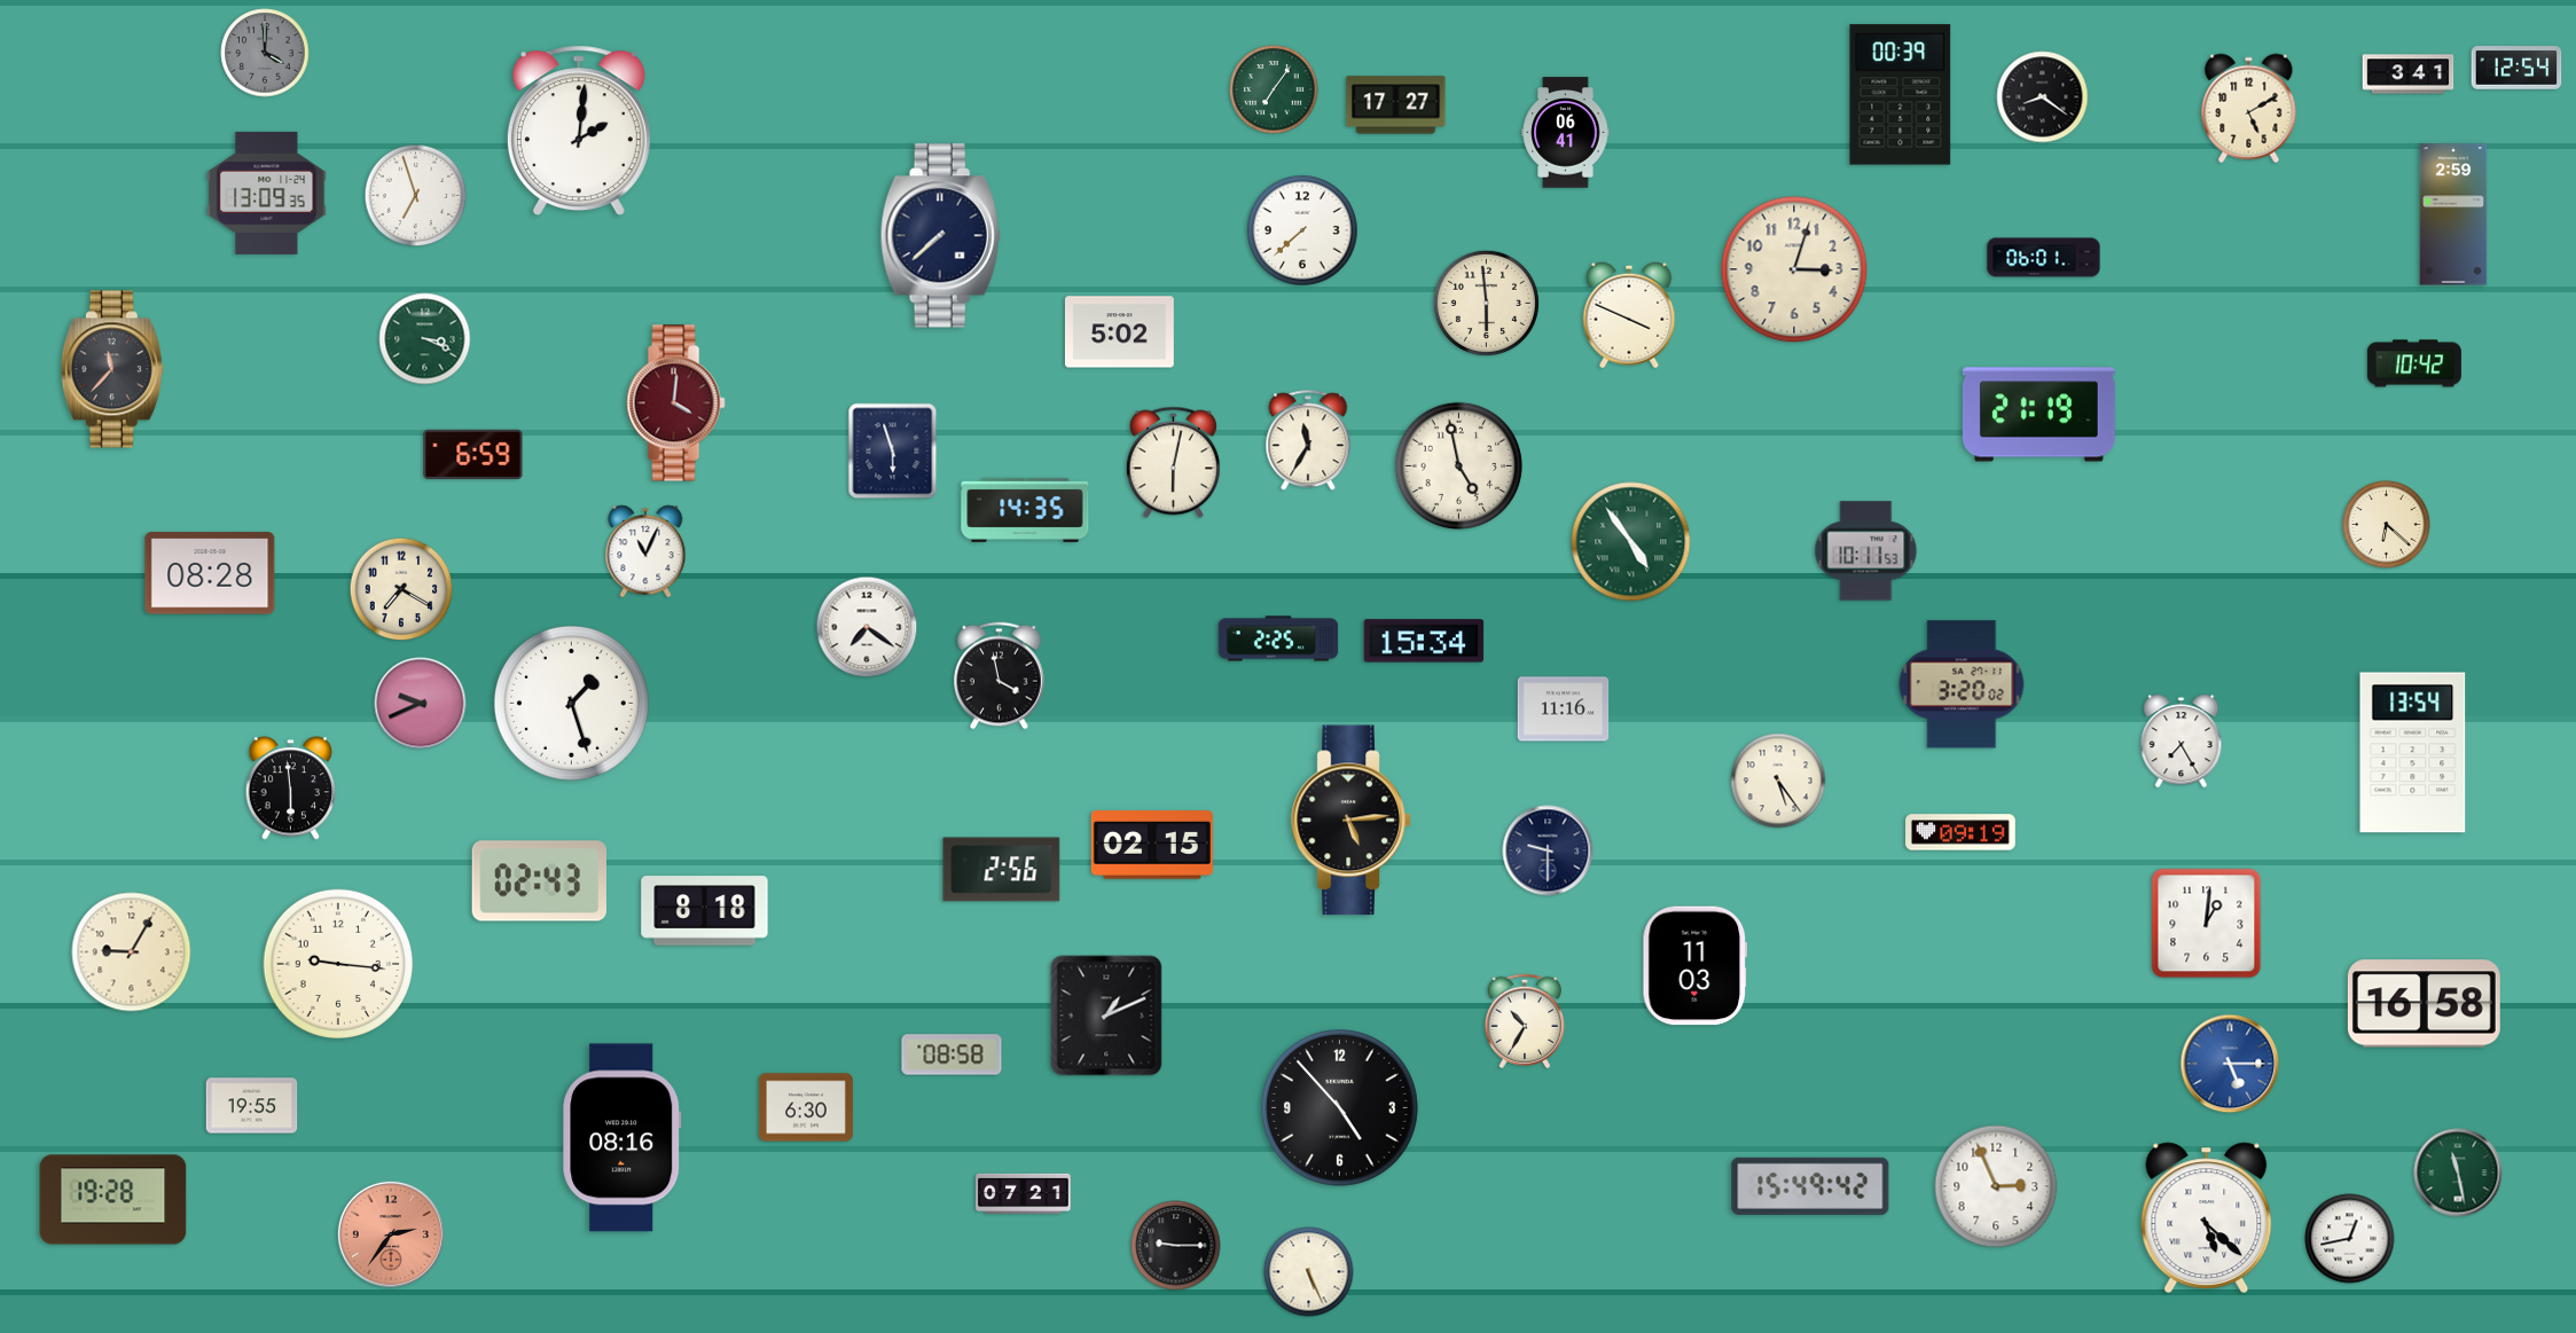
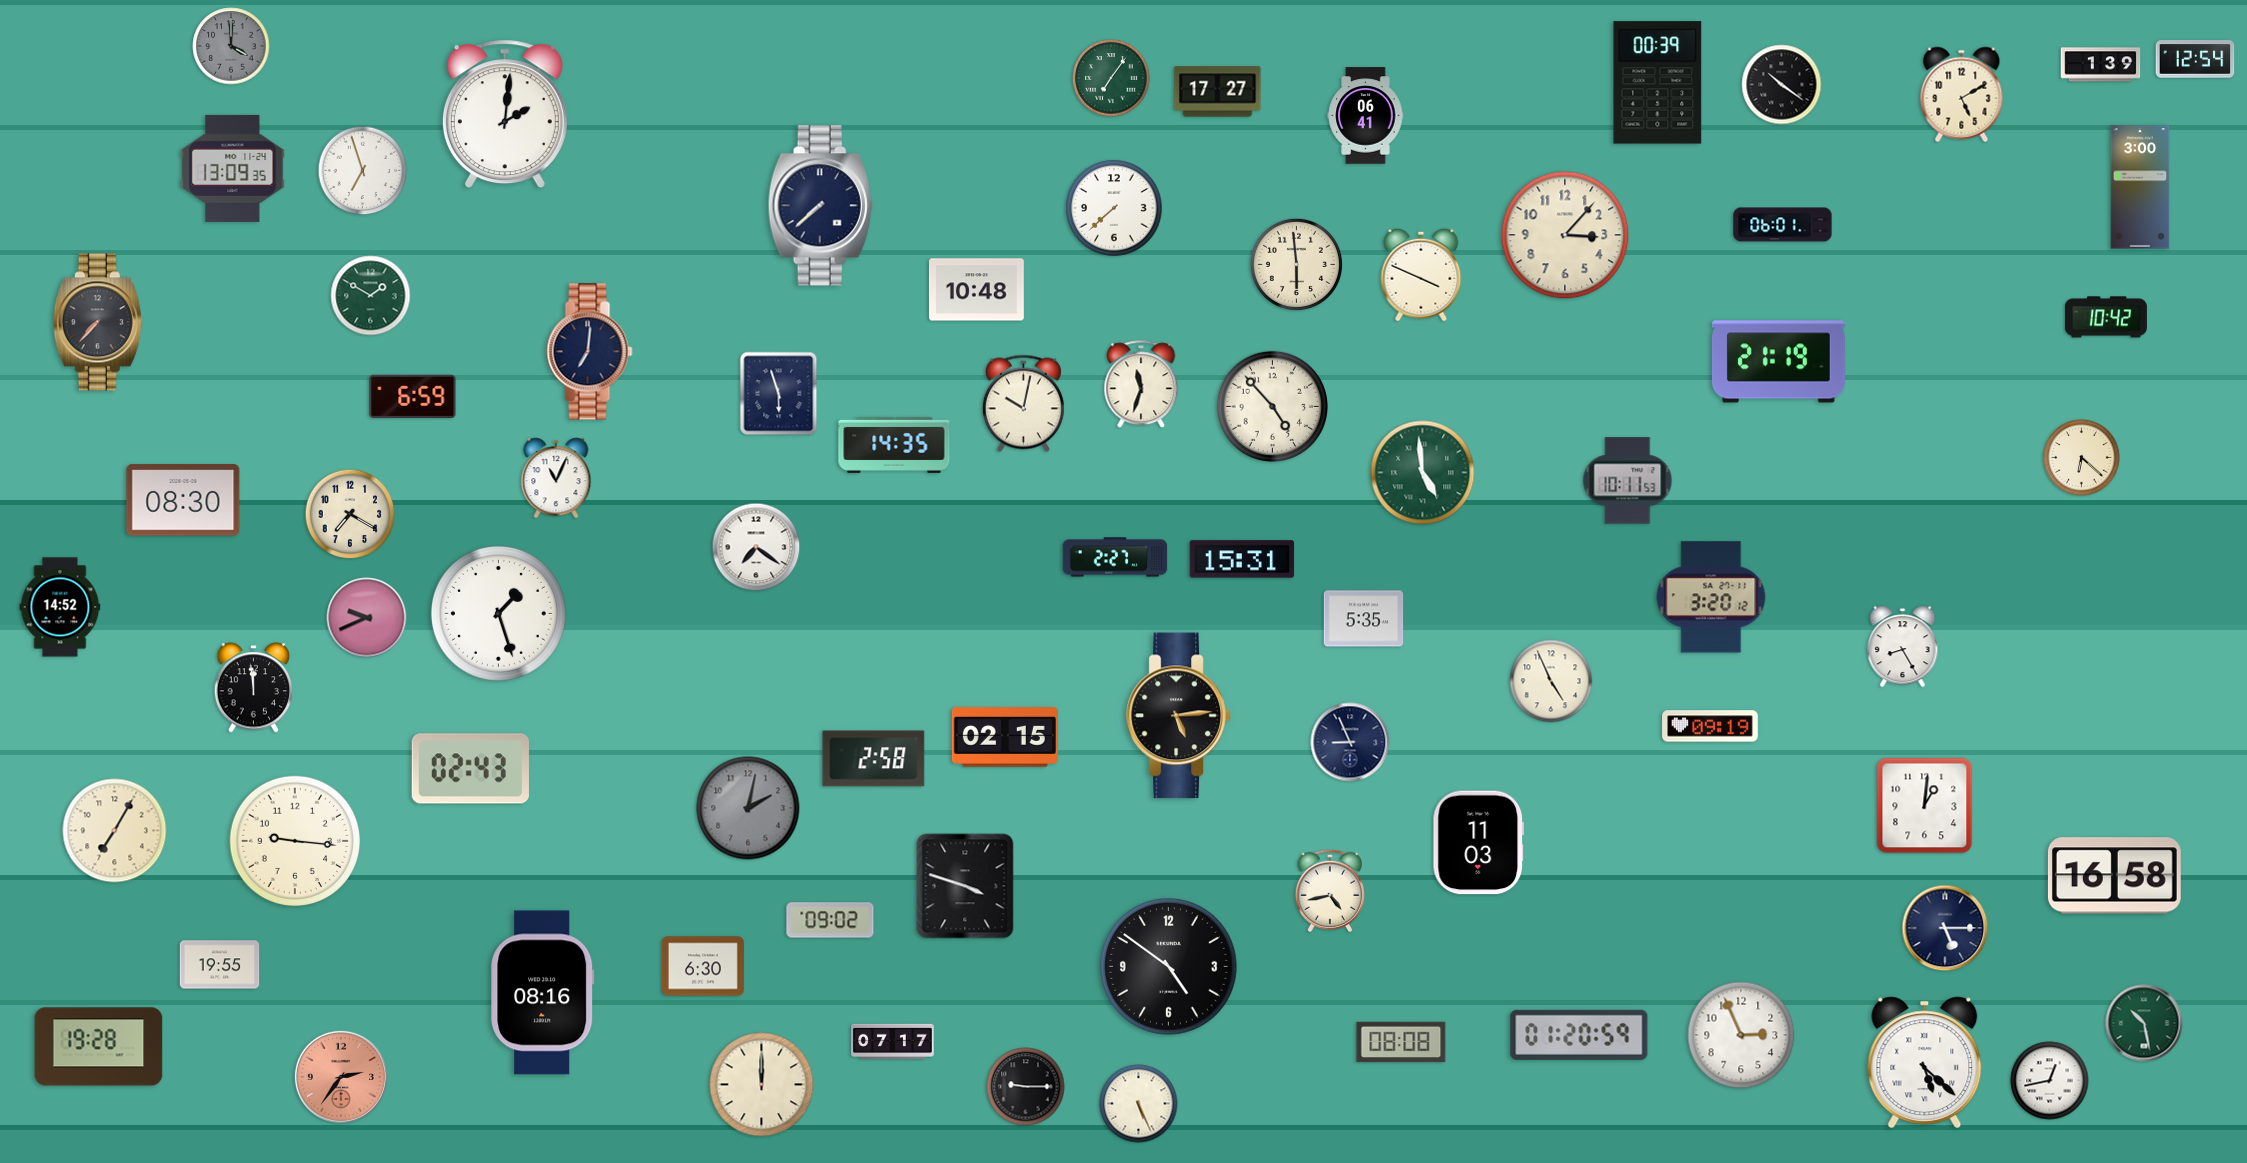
clock at (2409, 75): 3:41 -> 1:39
clock at (2043, 97): 8:21 -> 10:21
clock at (2453, 214): 2:59 -> 3:00
clock at (1302, 230) position: (1302, 230) -> (1114, 208)
clock at (1794, 269): 3:03 -> 3:07
clock at (1119, 332): 5:02 -> 10:48
clock at (425, 339): 3:19 -> 1:50
clock at (112, 369): 11:37 -> 7:37
clock at (676, 403): 4:01 -> 7:01
clock at (676, 403) dial: burgundy -> navy
clock at (1308, 441): 11:35 -> 11:33
clock at (1173, 463): 6:02 -> 10:02
clock at (1458, 465): 4:58 -> 4:53
clock at (1631, 542): 4:54 -> 4:59
clock at (645, 551) position: (645, 551) -> (556, 478)
clock at (210, 573): 08:28 -> 08:30
clock at (1278, 638): 2:25 -> 2:27
clock at (1424, 641): 15:34 -> 15:31
clock at (1000, 676): 3:58 -> none
clock at (1962, 684): 3:20:02 -> 3:20:12
clock at (60, 607): none -> 14:52
clock at (421, 704) position: (421, 704) -> (367, 618)
clock at (1564, 709): 11:16 -> 5:35
clock at (2182, 742): 7:25 -> 8:25
clock at (2413, 753): 13:54 -> none
clock at (1778, 781): 5:24 -> 4:56
clock at (291, 789): 5:59 -> 11:59
clock at (1548, 850): 9:30 -> 8:56
clock at (1002, 870): 2:56 -> 2:58
clock at (705, 911): 8:18 -> none
clock at (748, 808): none -> 2:02
clock at (132, 952): 9:05 -> 7:05
clock at (1106, 1016): 1:11 -> 3:48
clock at (1525, 1020): 10:35 -> 4:43
clock at (952, 1054): 08:58 -> 09:02
clock at (2230, 1064) dial: blue -> navy
clock at (1340, 1108): 4:53 -> 4:51
clock at (2458, 1173): 11:28 -> 10:28
clock at (1810, 1186): 15:49 -> 01:20
clock at (1024, 1193): 07:21 -> 07:17
clock at (1401, 1042): none -> 08:08
clock at (762, 1085): none -> 12:00
clock at (1309, 1272) position: (1309, 1272) -> (1139, 1104)
